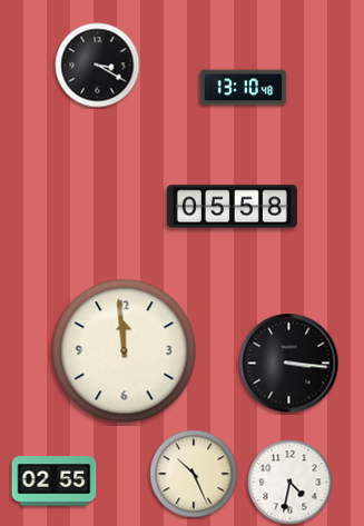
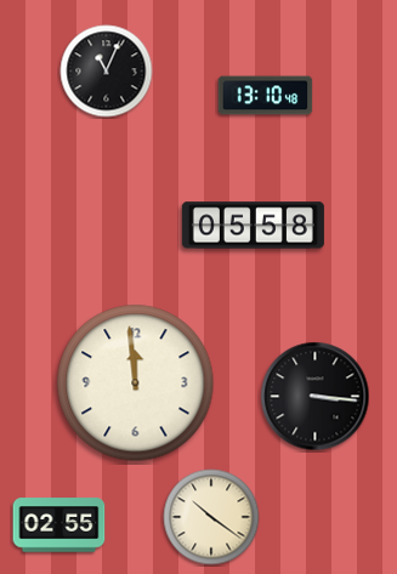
clock at (98, 66): 3:20 -> 11:04
clock at (194, 474): 10:26 -> 10:21
clock at (291, 483): 4:32 -> none
